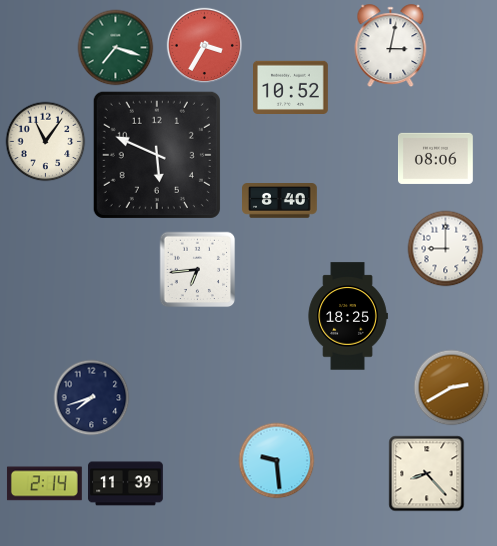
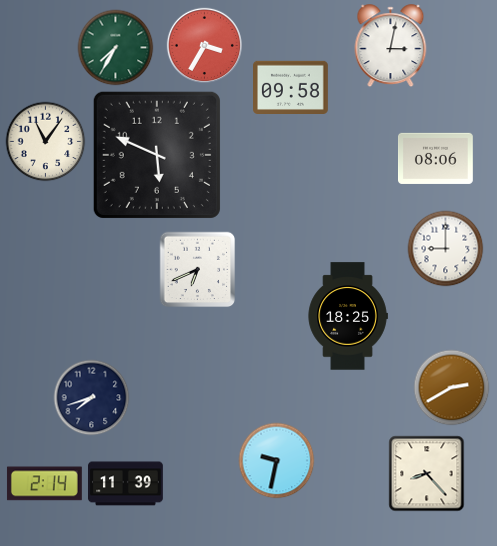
clock at (116, 48): 7:18 -> 7:35
clock at (291, 87): 10:52 -> 09:58
clock at (280, 201): 8:40 -> none
clock at (198, 270): 6:44 -> 6:41
clock at (277, 461): 9:29 -> 9:32
